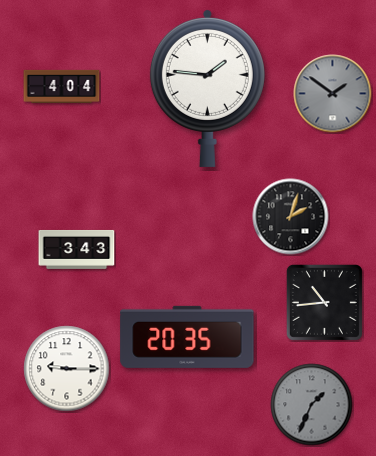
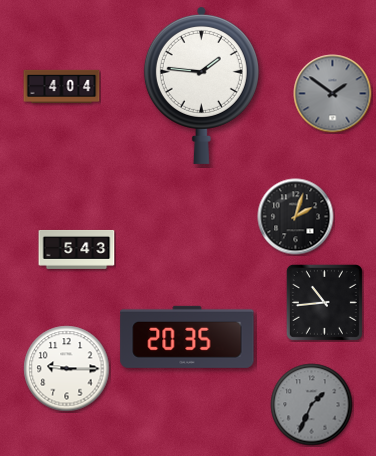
clock at (207, 88) position: (207, 88) -> (201, 85)
clock at (291, 217) position: (291, 217) -> (296, 217)
clock at (77, 249): 3:43 -> 5:43
